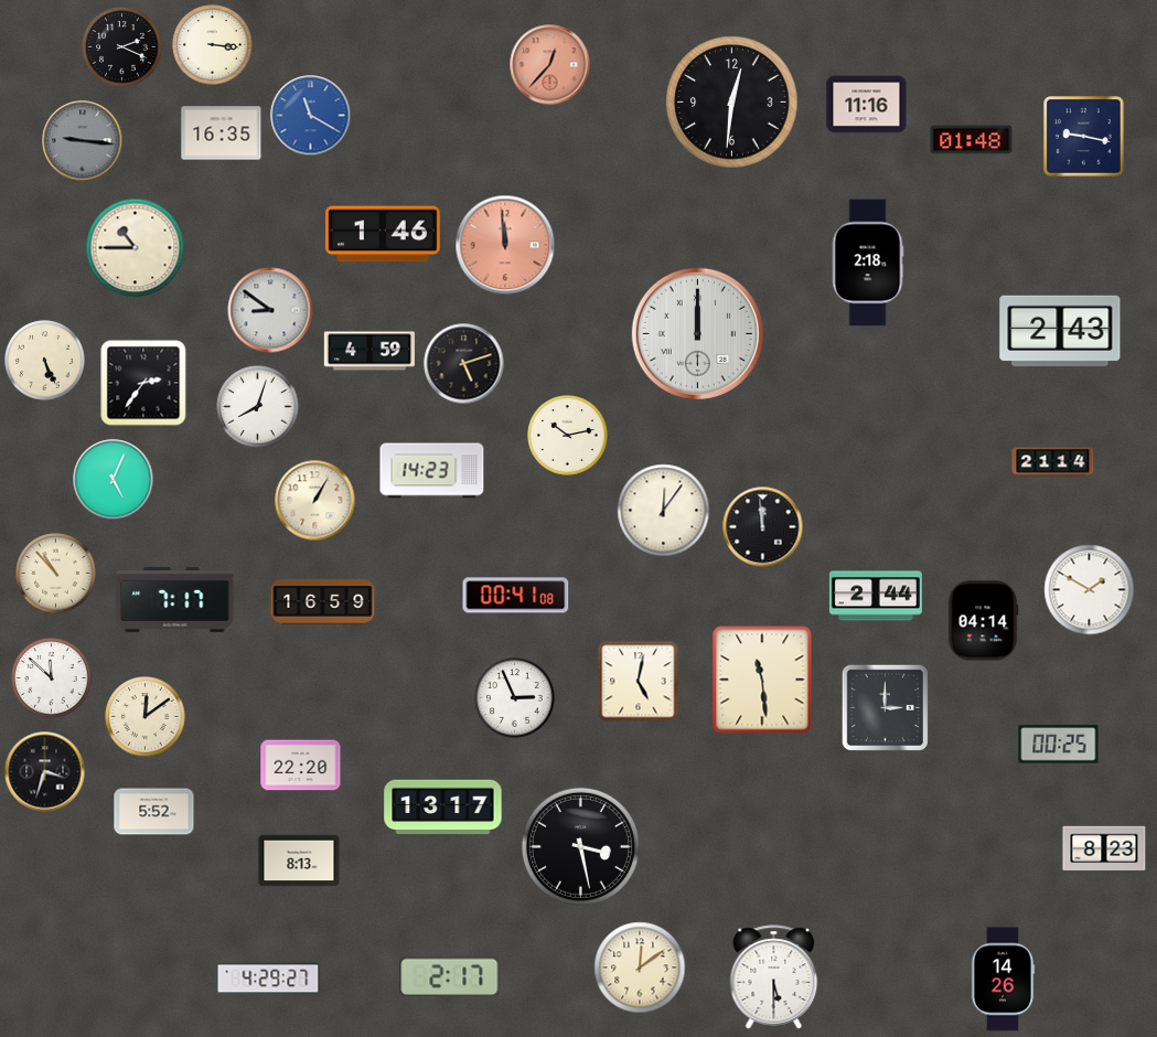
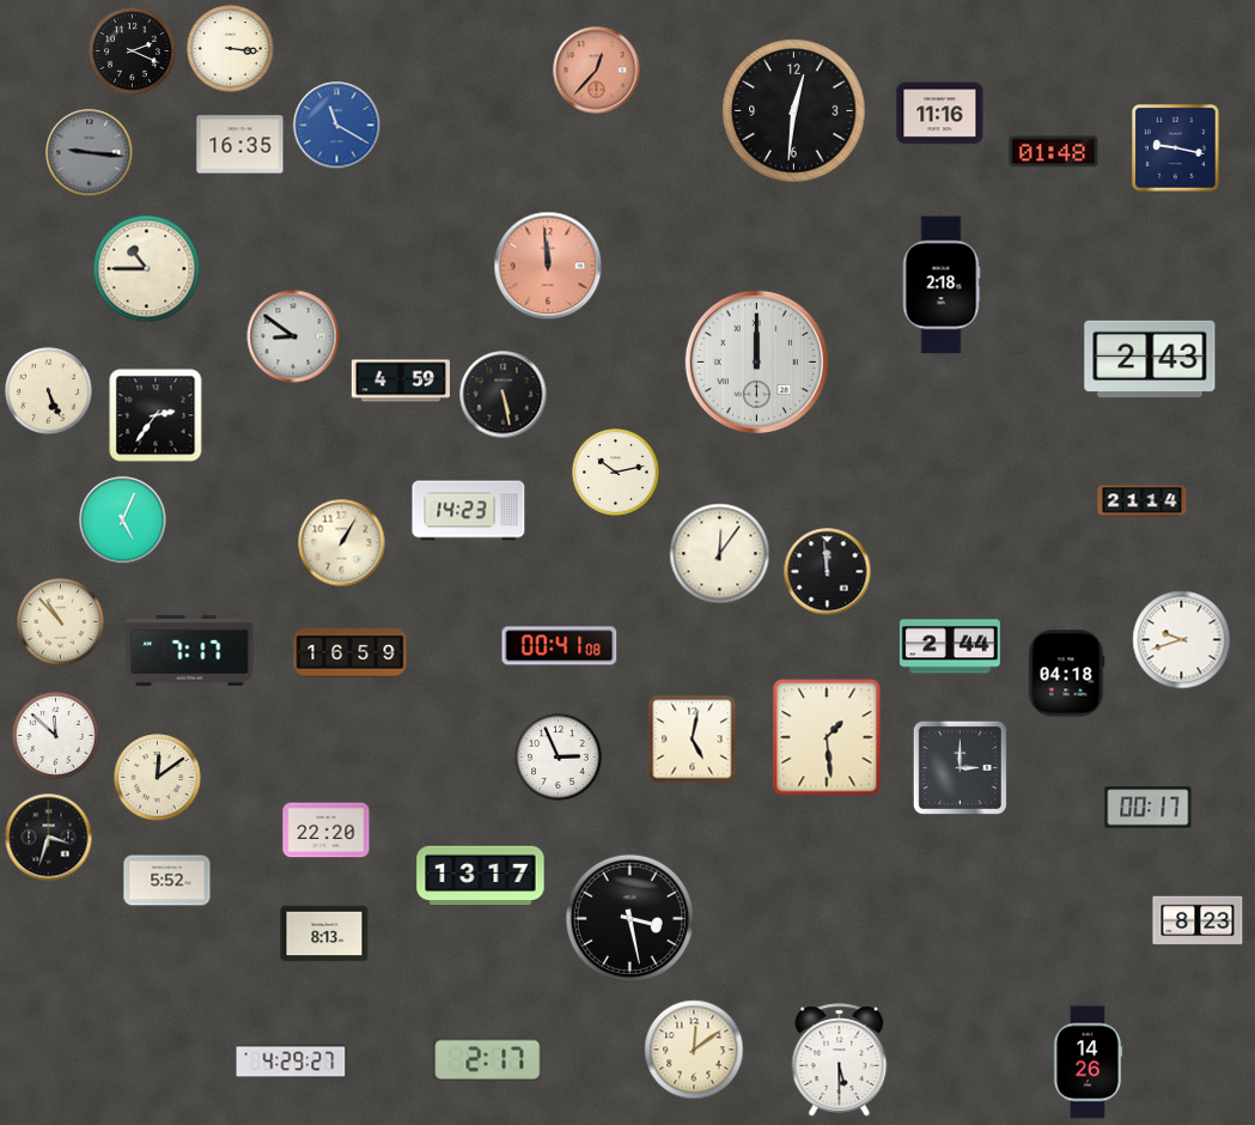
clock at (384, 234): 1:46 -> none
clock at (464, 364): 5:12 -> 5:28
clock at (258, 407): 8:03 -> none
clock at (1090, 590): 1:50 -> 9:42
clock at (983, 621): 04:14 -> 04:18
clock at (762, 680): 11:29 -> 1:29
clock at (1059, 745): 00:25 -> 00:17
